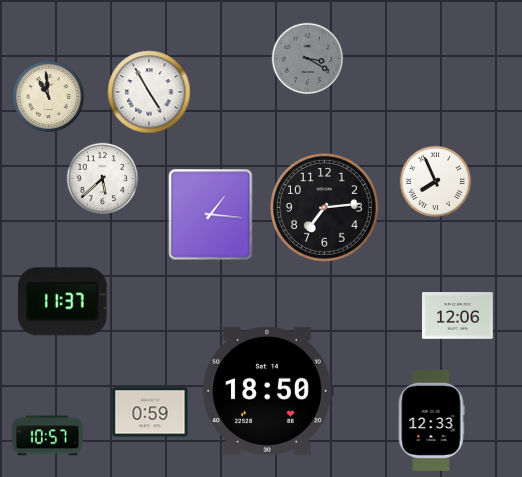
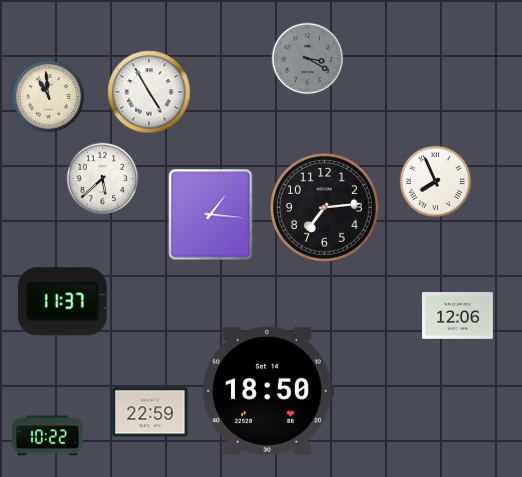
clock at (150, 412): 0:59 -> 22:59
clock at (431, 420): 12:33 -> none
clock at (48, 436): 10:57 -> 10:22
